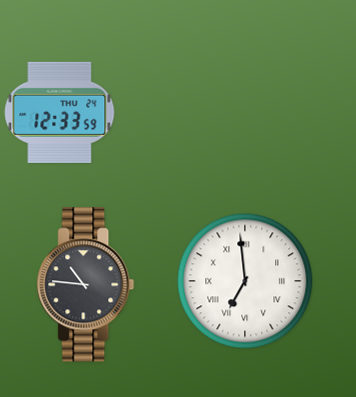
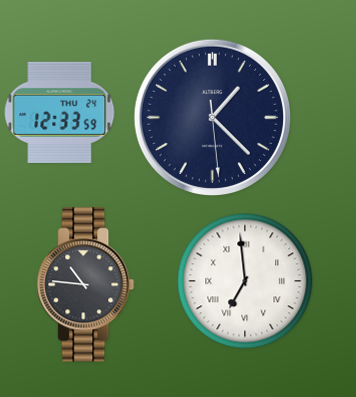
clock at (212, 117): none -> 1:22
